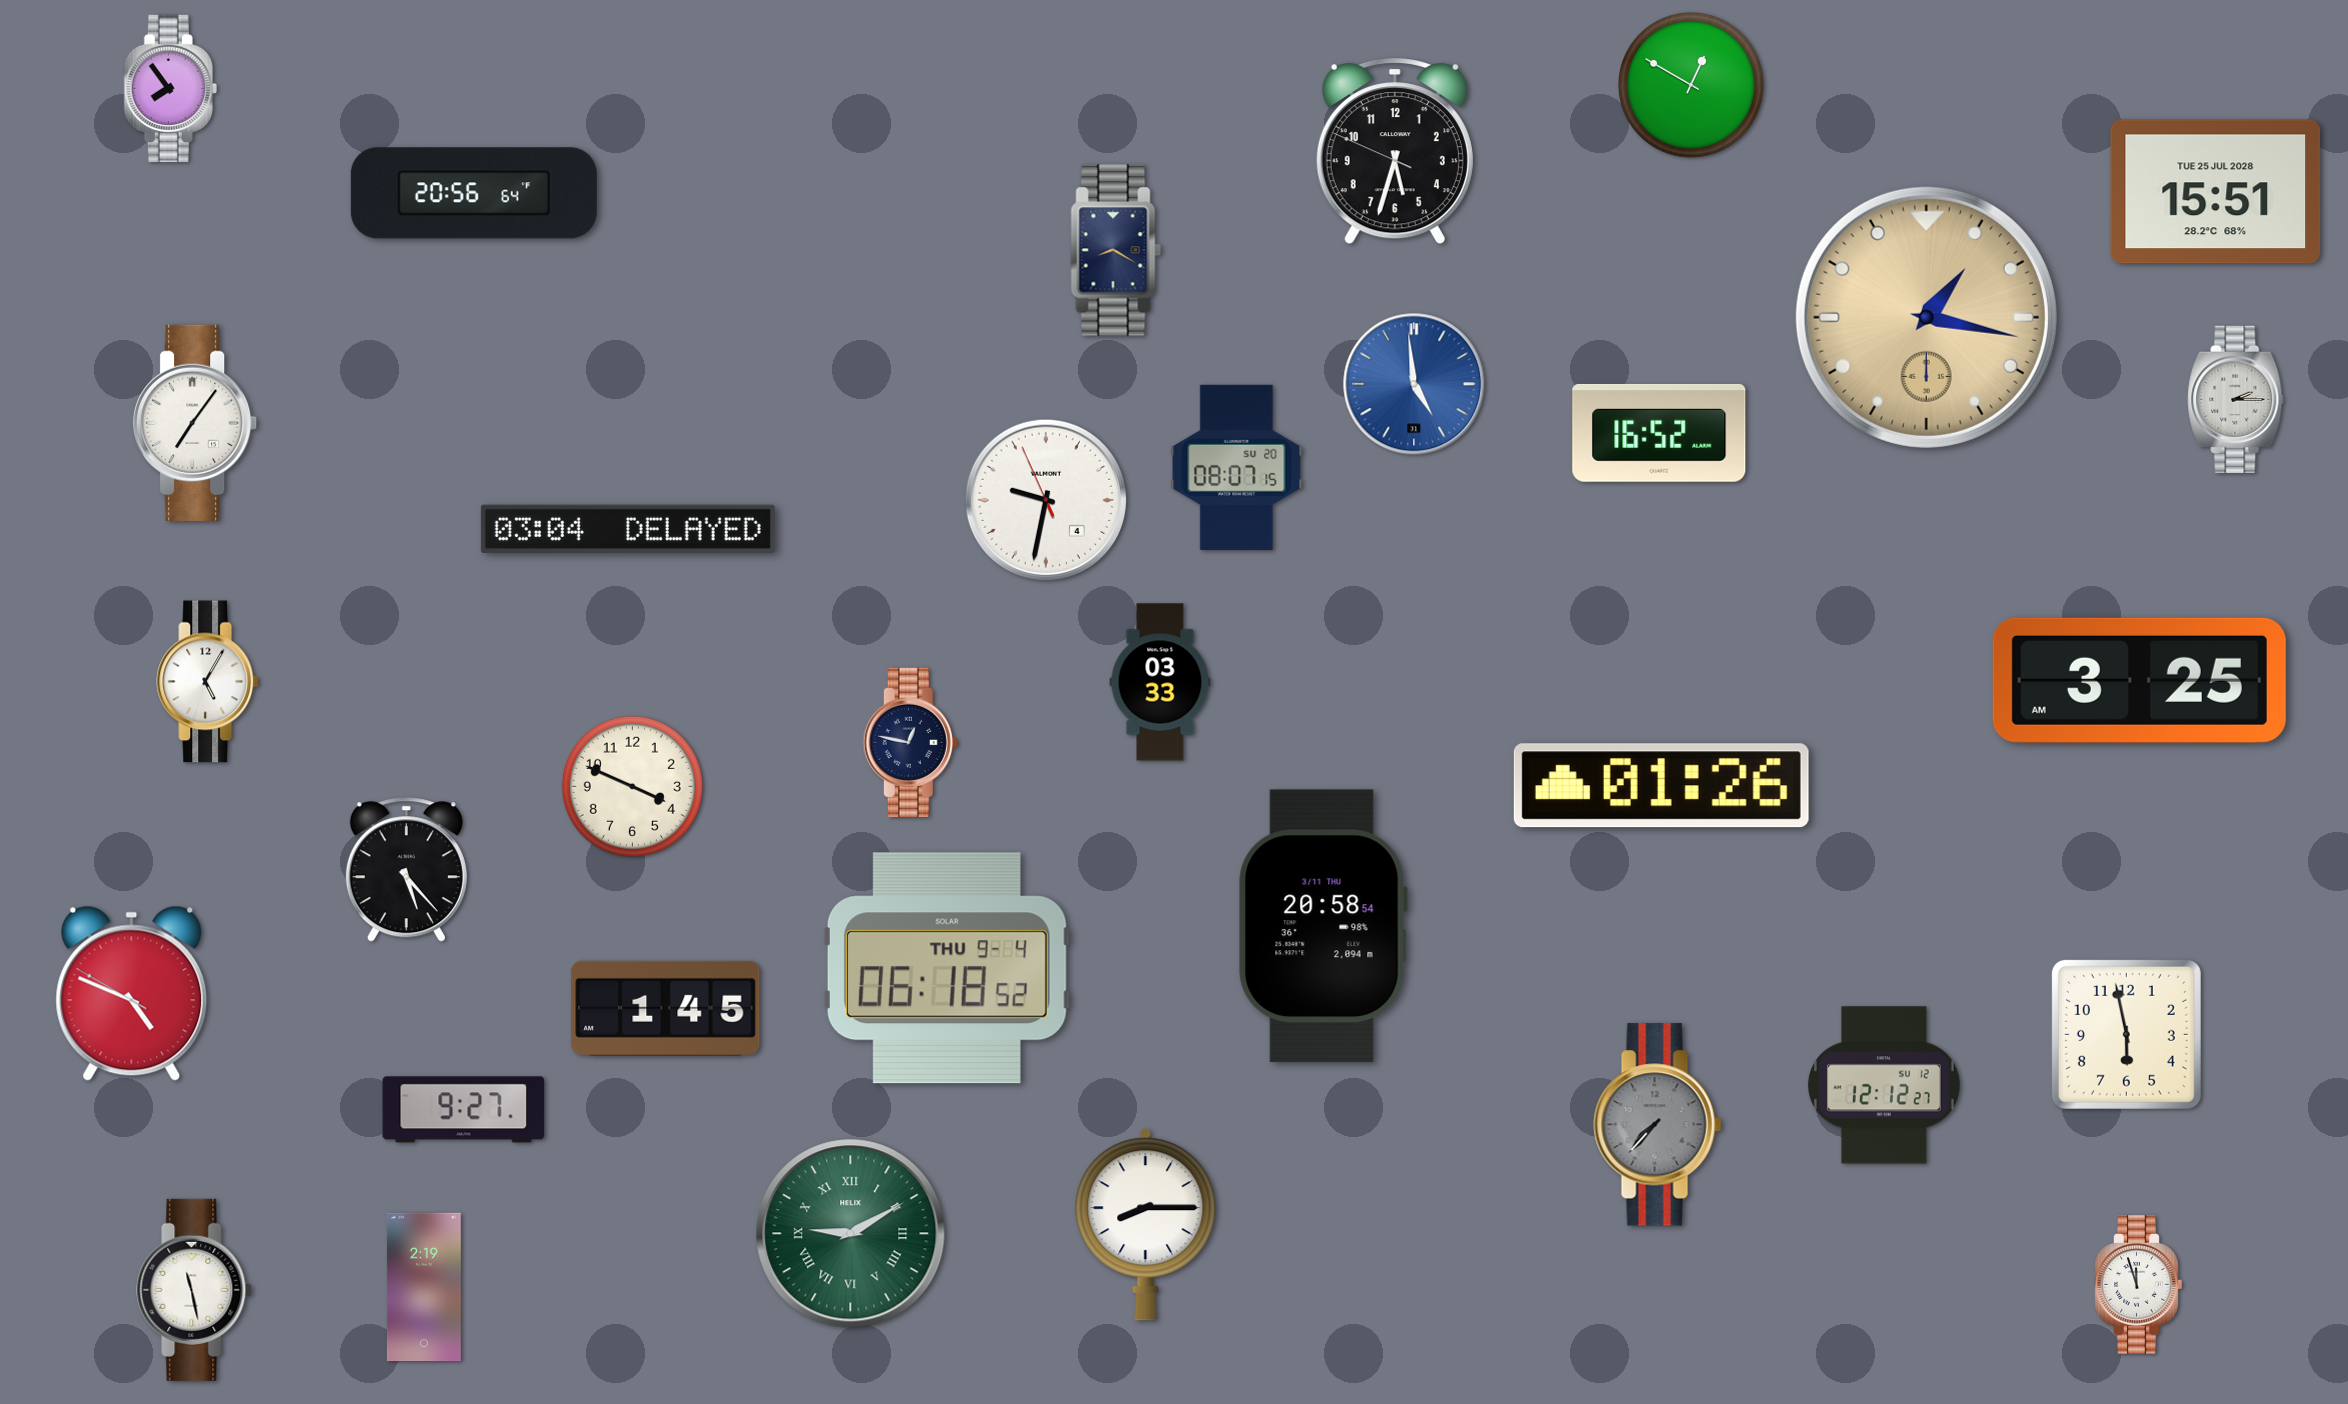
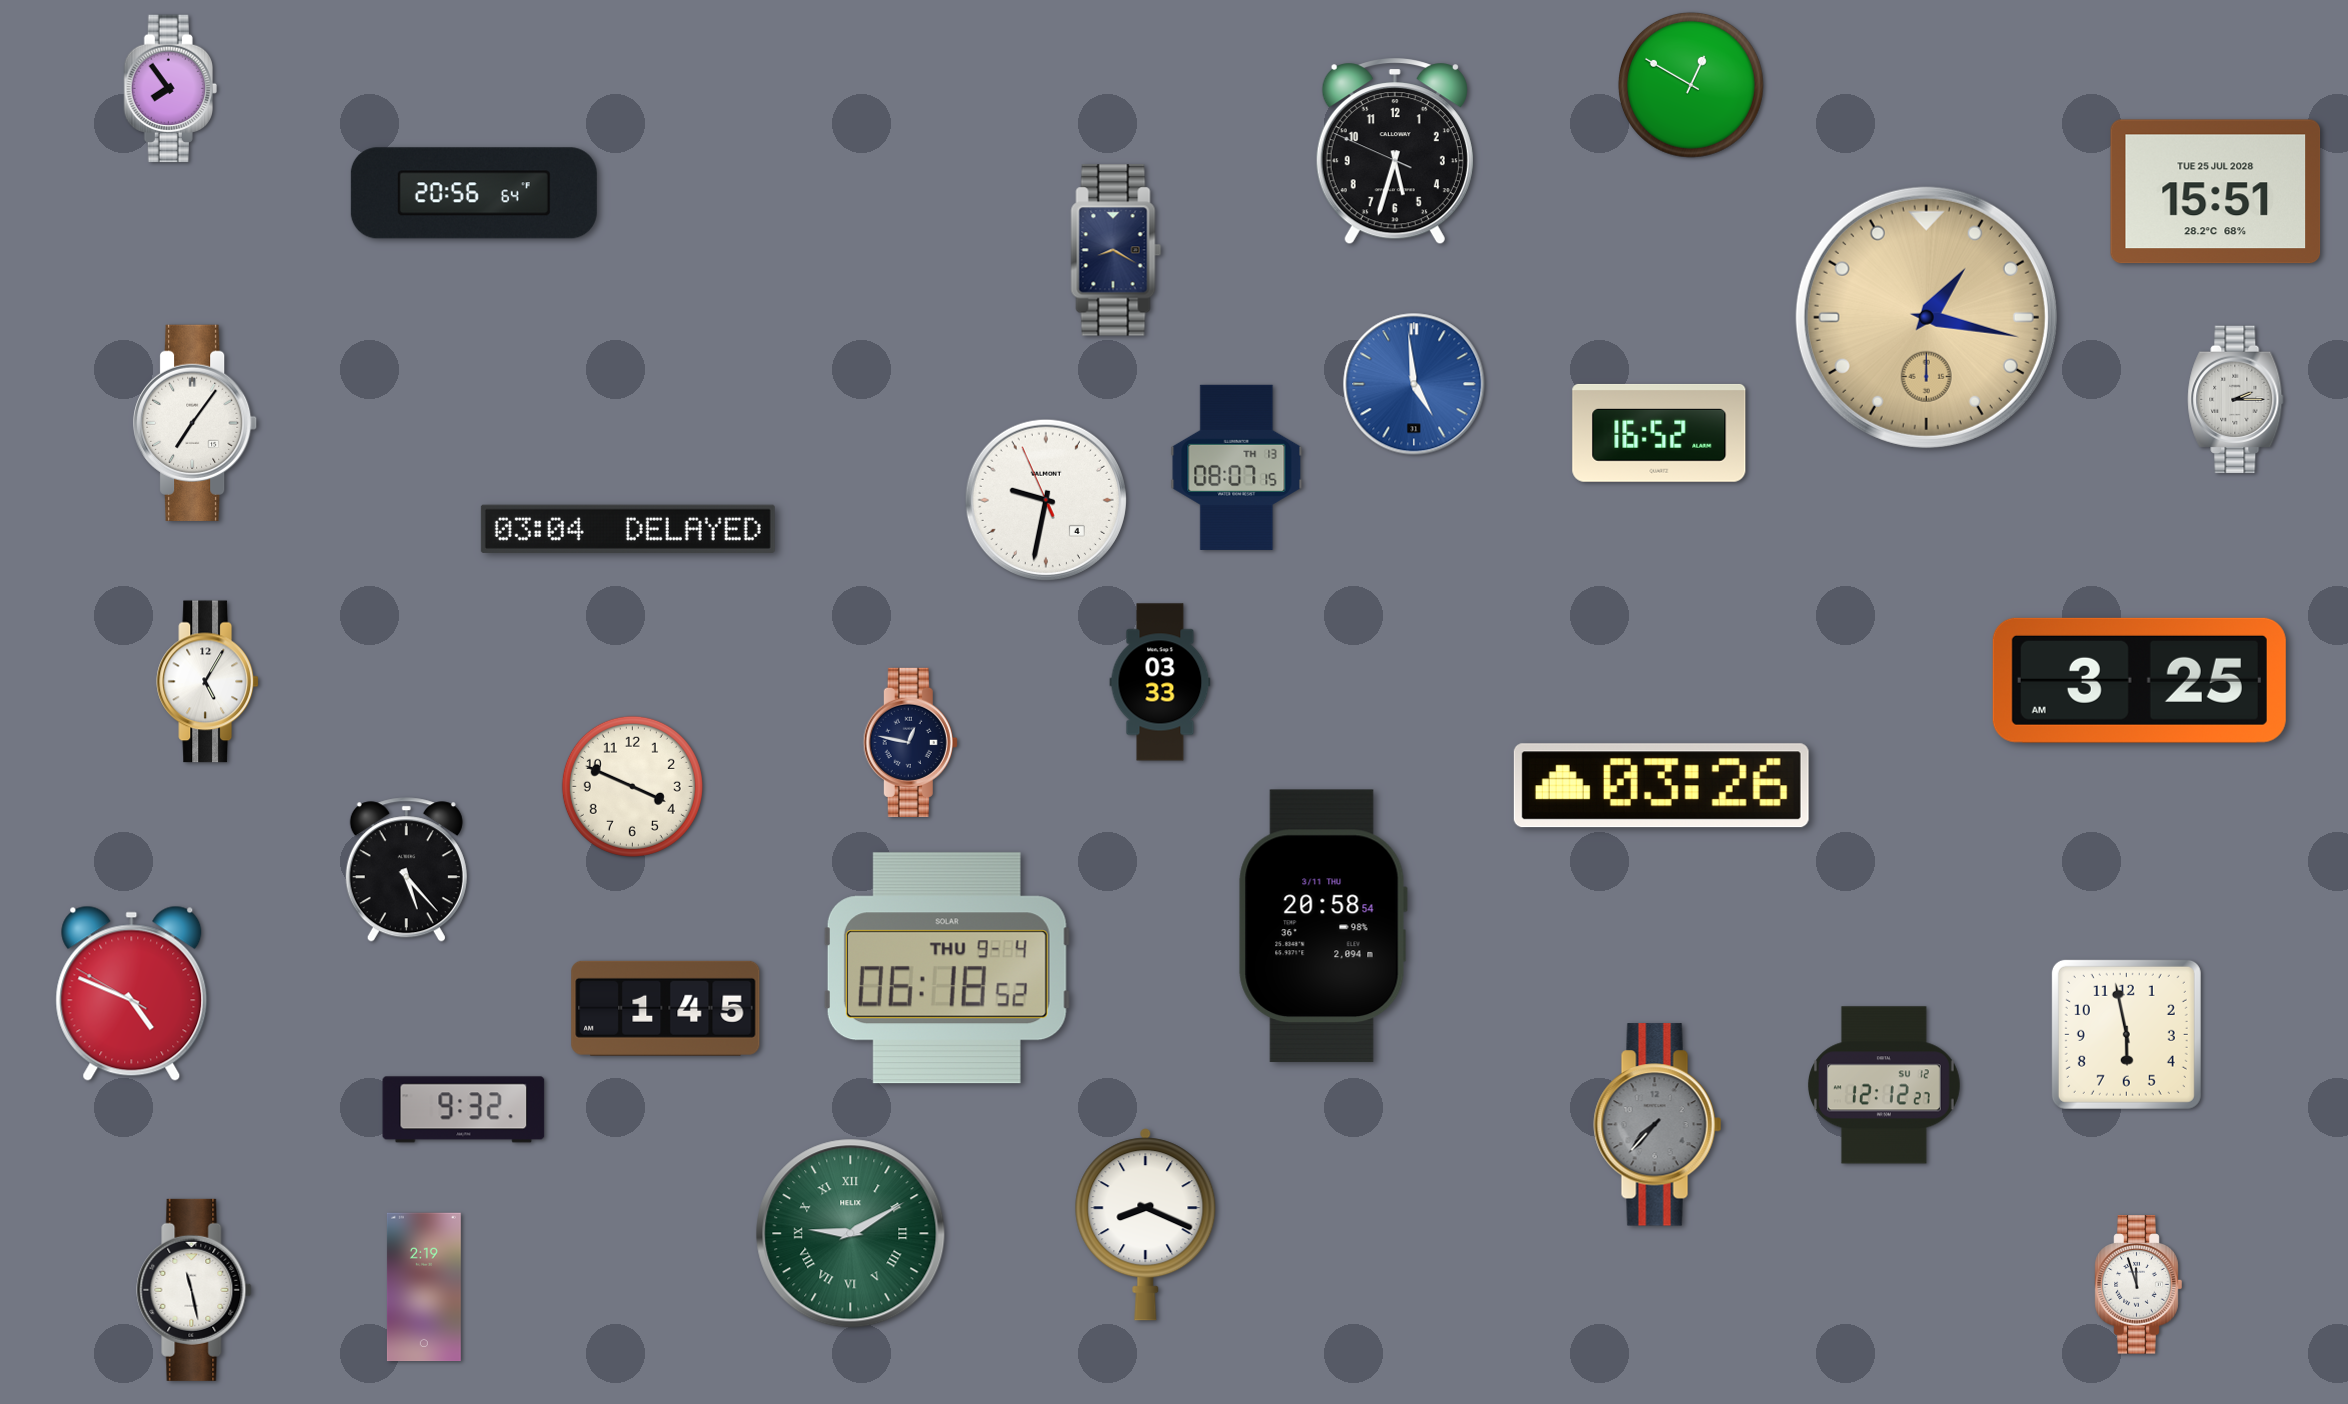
clock at (1237, 467) date: SU 20 -> TH 13
clock at (1661, 786): 01:26 -> 03:26
clock at (464, 1110): 9:27 -> 9:32
clock at (1146, 1225): 8:15 -> 8:19
